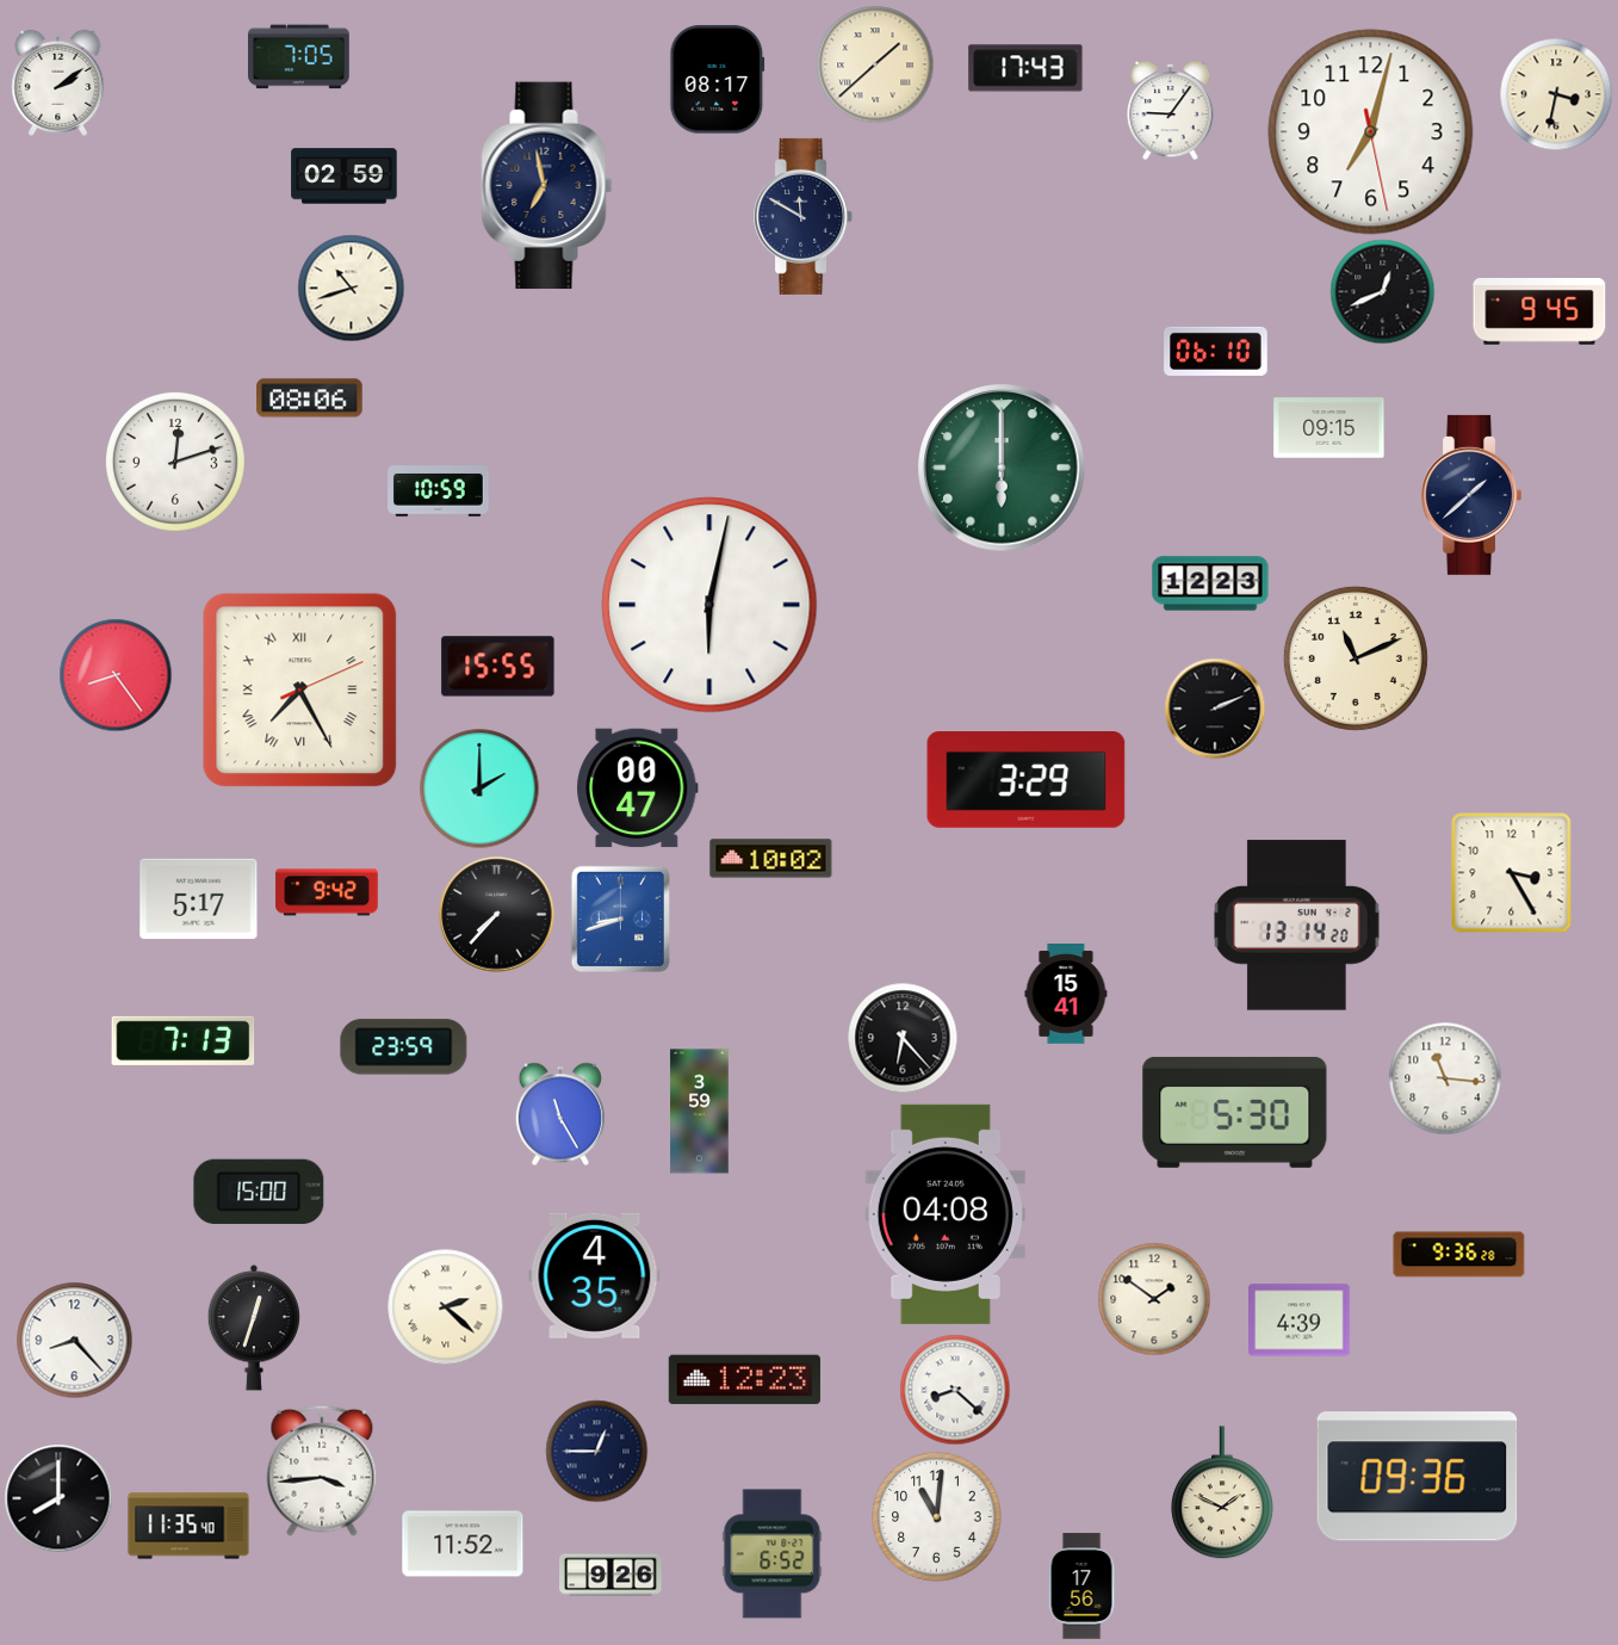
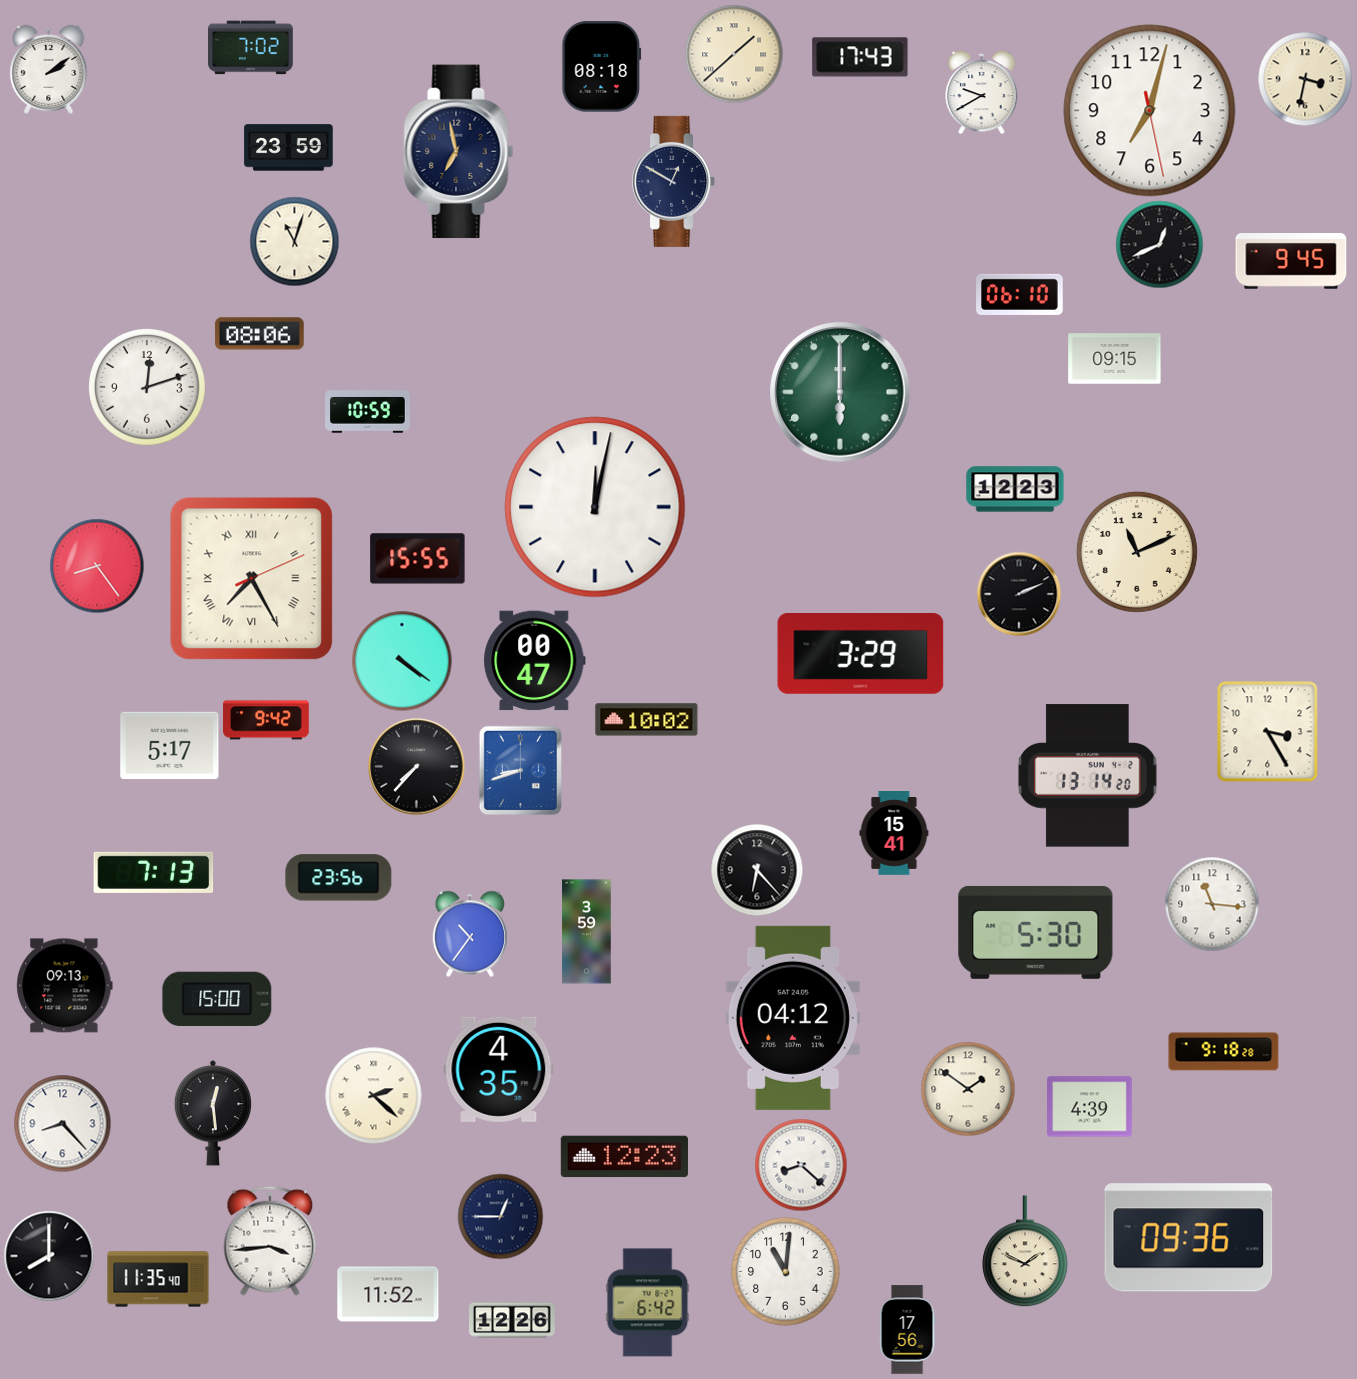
clock at (299, 57): 7:05 -> 7:02
clock at (718, 80): 08:17 -> 08:18
clock at (1171, 110): 9:06 -> 9:40
clock at (345, 177): 02:59 -> 23:59
clock at (547, 186) position: (547, 186) -> (459, 152)
clock at (804, 216): 11:50 -> 12:50
clock at (351, 287): 10:42 -> 11:03
clock at (1470, 495): 1:38 -> none
clock at (709, 605): 6:02 -> 12:02
clock at (479, 789): 2:00 -> 4:21
clock at (327, 892) position: (327, 892) -> (266, 720)
clock at (199, 899) position: (199, 899) -> (170, 746)
clock at (404, 1047): 23:59 -> 23:56
clock at (560, 1114): 11:25 -> 10:36
clock at (65, 986): none -> 09:13
clock at (946, 1214): 04:08 -> 04:12
clock at (1459, 1255): 9:36 -> 9:18
clock at (253, 1328): 12:33 -> 12:29
clock at (322, 1471) position: (322, 1471) -> (270, 1241)
clock at (773, 1554): 6:52 -> 6:42
clock at (610, 1575): 9:26 -> 12:26
